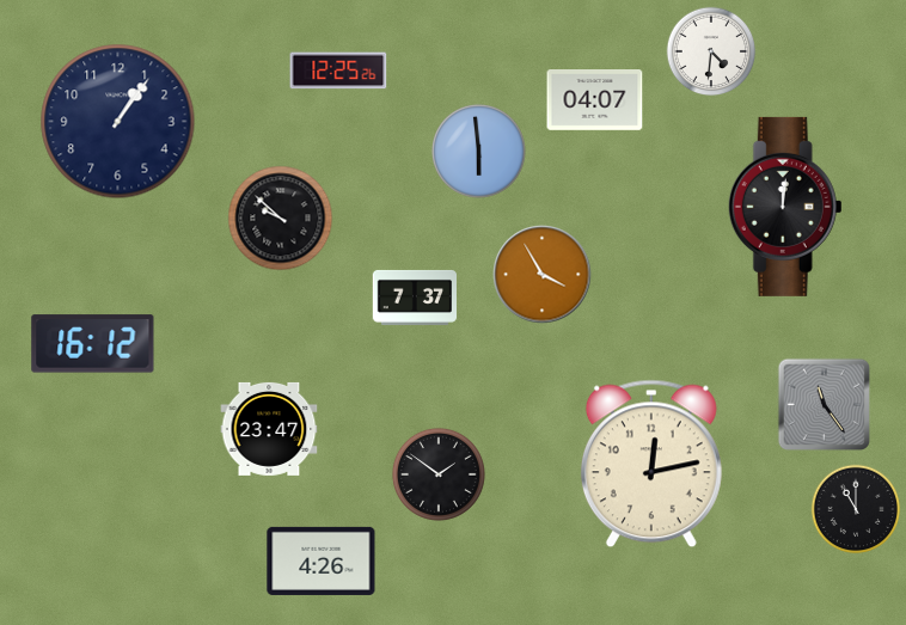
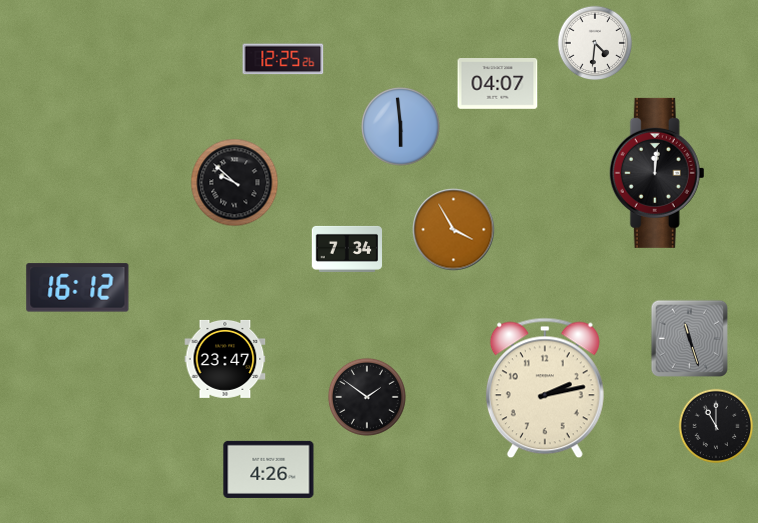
clock at (118, 122): 1:06 -> none
clock at (415, 298): 7:37 -> 7:34
clock at (825, 405): 11:24 -> 11:27
clock at (651, 464): 12:13 -> 2:13
